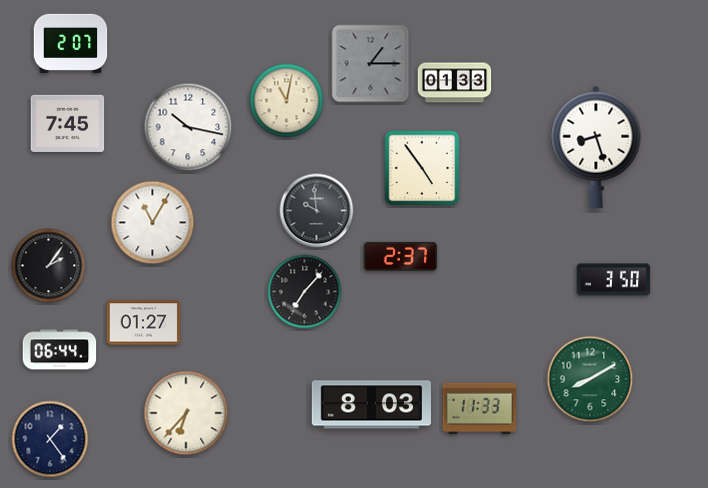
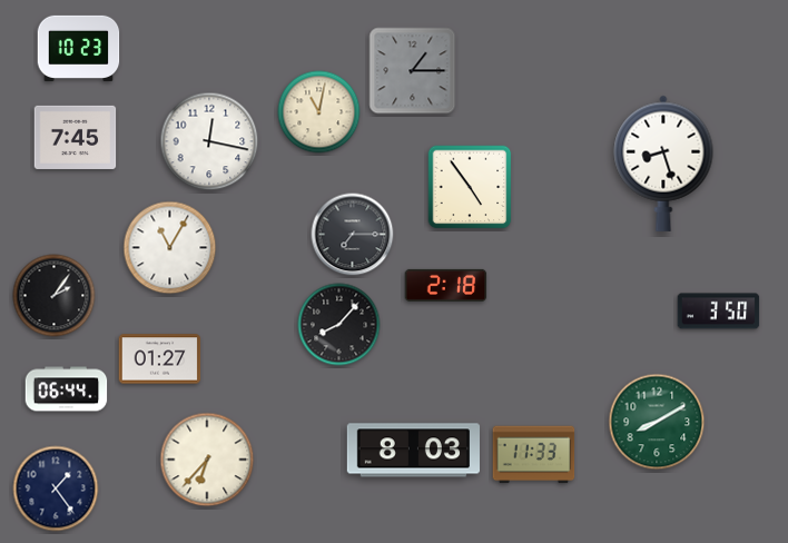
clock at (71, 43): 2:07 -> 10:23
clock at (455, 83): 01:33 -> none
clock at (188, 127): 10:17 -> 12:17
clock at (317, 211): 9:59 -> 7:15
clock at (401, 256): 2:37 -> 2:18
clock at (614, 280) position: (614, 280) -> (719, 312)
clock at (305, 292): 7:07 -> 8:07
